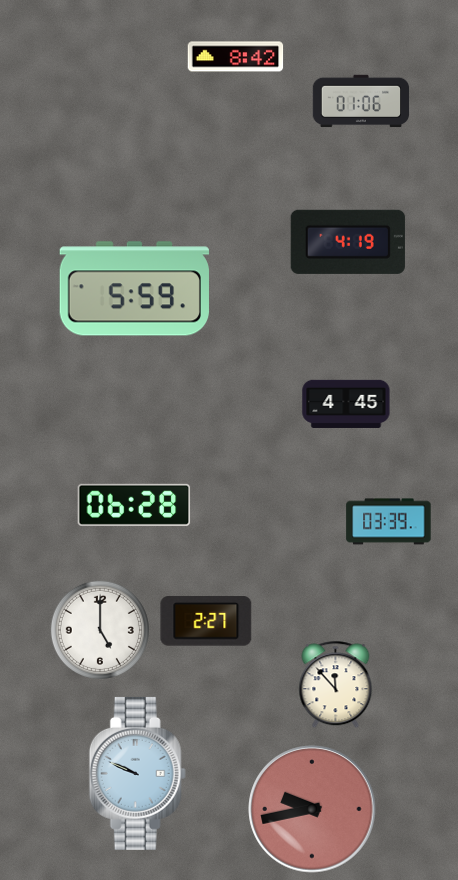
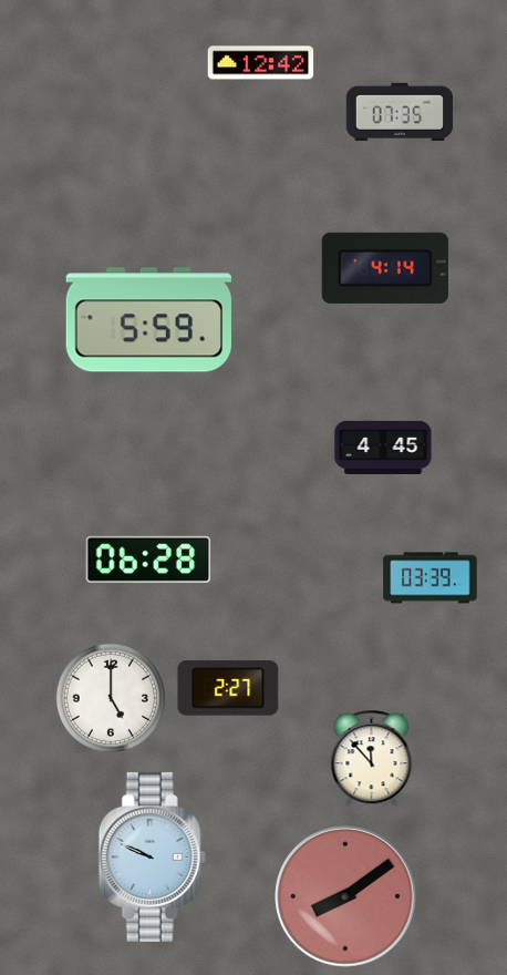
clock at (236, 57): 8:42 -> 12:42
clock at (361, 101): 01:06 -> 07:35
clock at (348, 242): 4:19 -> 4:14
clock at (312, 809): 9:43 -> 8:09
